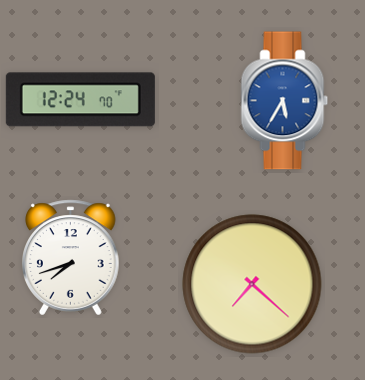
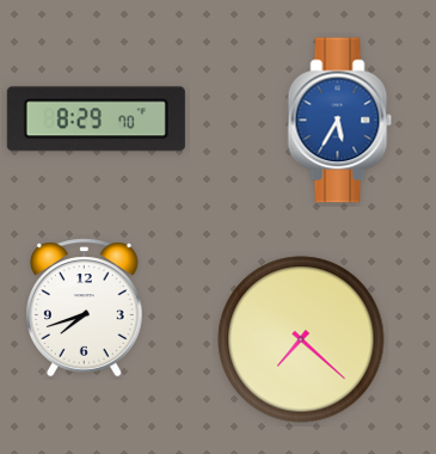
clock at (80, 100): 12:24 -> 8:29
